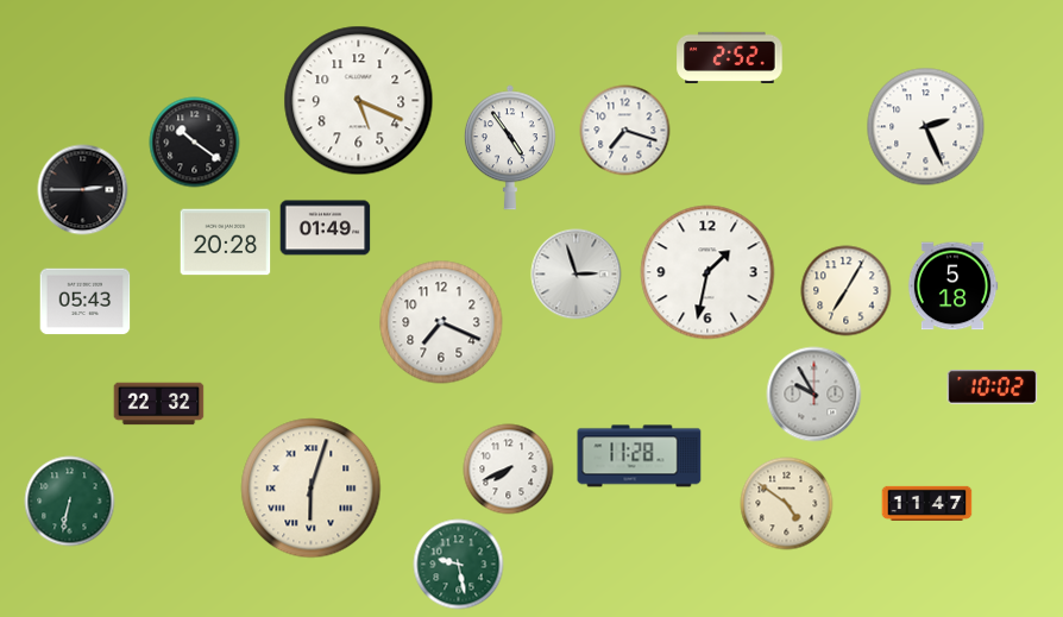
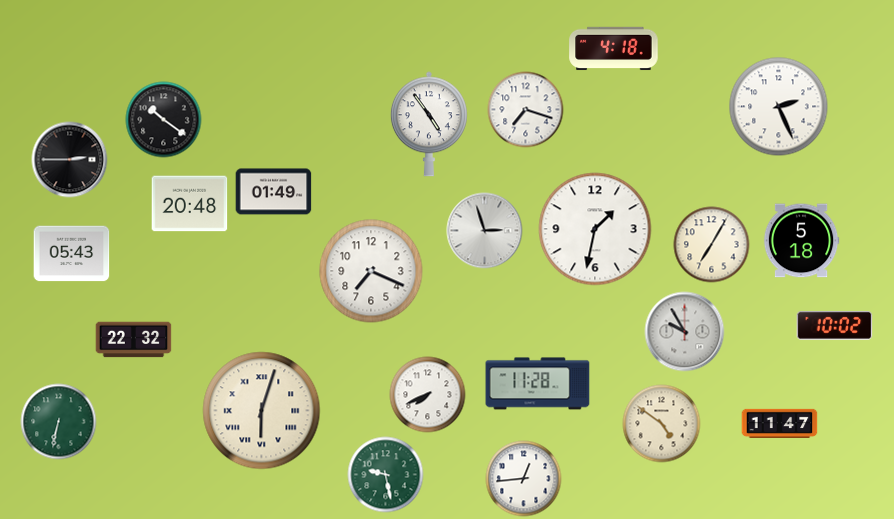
clock at (730, 58): 2:52 -> 4:18
clock at (359, 101): 5:19 -> none
clock at (226, 243): 20:28 -> 20:48
clock at (524, 479): none -> 12:44
